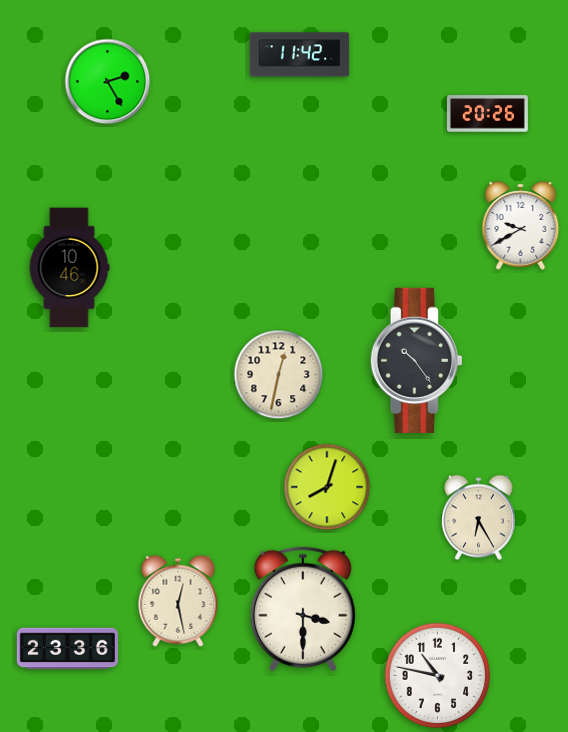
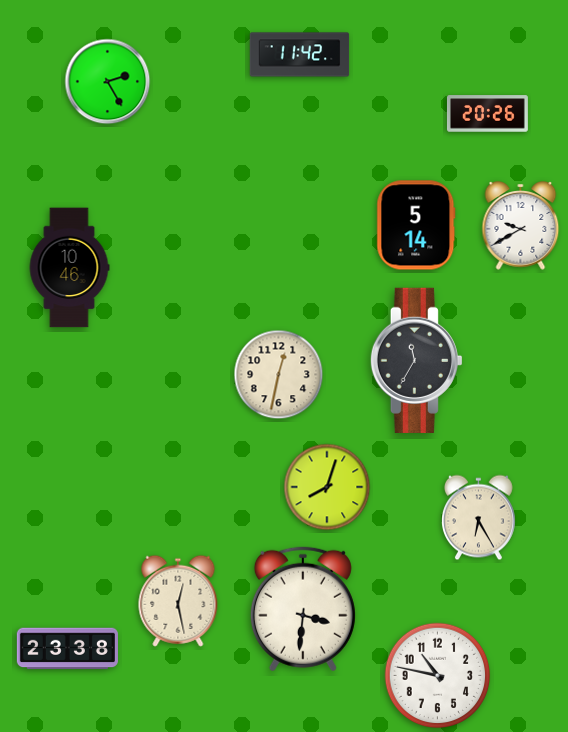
clock at (416, 225): none -> 5:14
clock at (416, 360): 10:24 -> 11:35
clock at (303, 609): 3:30 -> 3:31
clock at (67, 649): 23:36 -> 23:38
